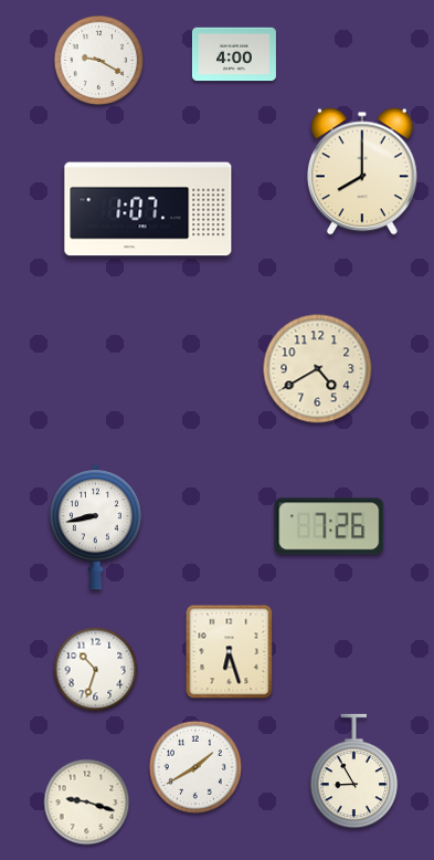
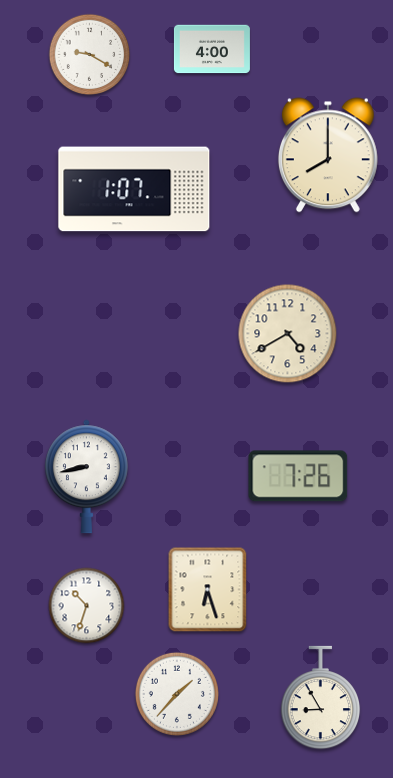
clock at (195, 767): 1:40 -> 1:37
clock at (87, 803): 9:18 -> none
